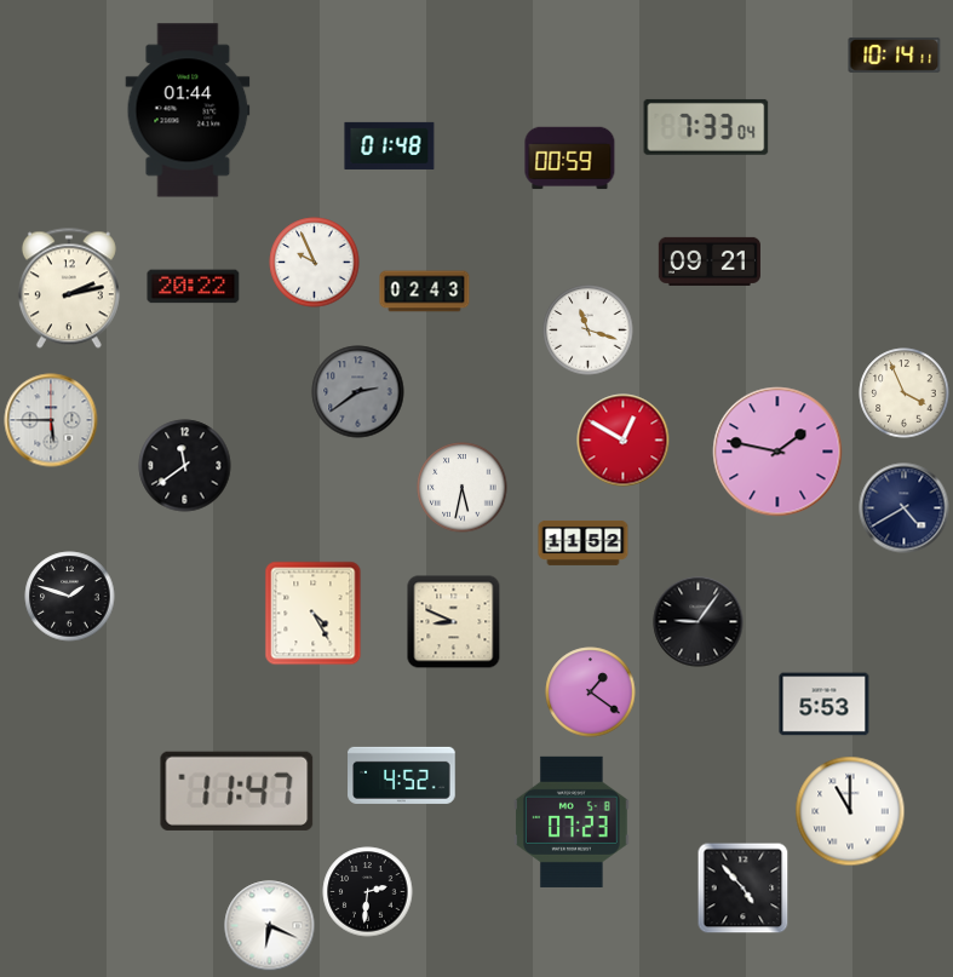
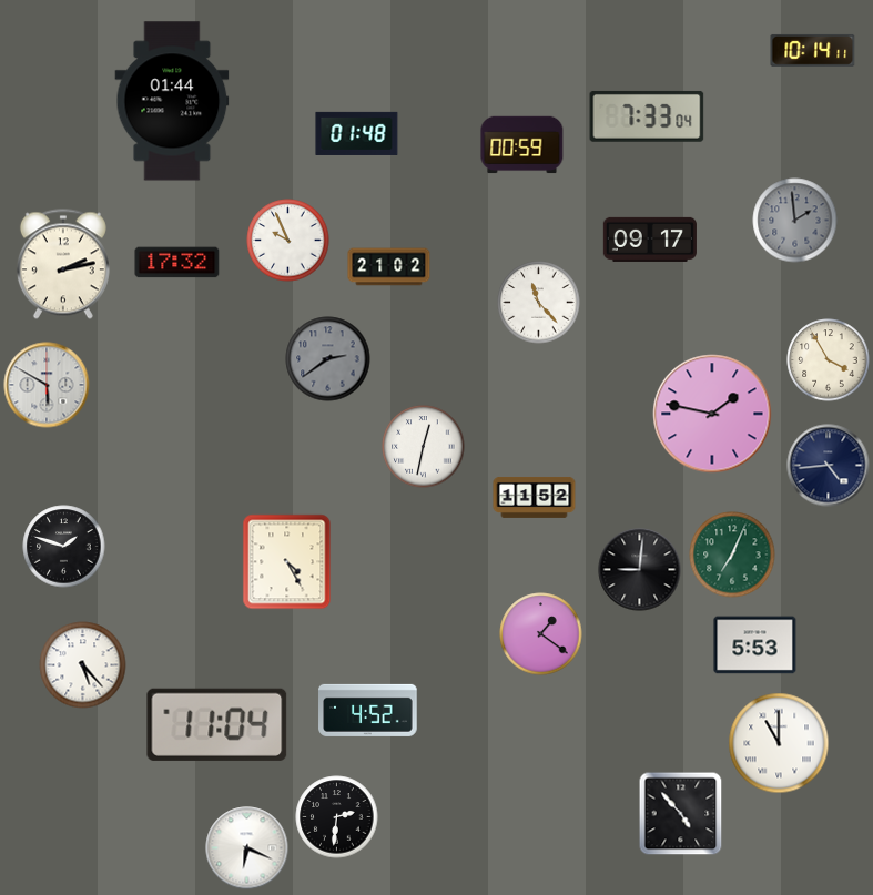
clock at (895, 54) position: (895, 54) -> (813, 50)
clock at (795, 221): none -> 1:59
clock at (710, 262): 09:21 -> 09:17
clock at (194, 287): 20:22 -> 17:32
clock at (425, 292): 02:43 -> 21:02
clock at (589, 331): 11:18 -> 11:23
clock at (905, 393): 3:56 -> 3:55
clock at (51, 420): 5:45 -> 5:50
clock at (624, 441): 12:50 -> none
clock at (185, 466): 11:39 -> none
clock at (463, 488): 5:32 -> 12:32
clock at (905, 508): 4:40 -> 4:44
clock at (732, 555): none -> 7:04
clock at (454, 622): 8:49 -> none
clock at (699, 622): 9:06 -> 9:01
clock at (83, 665): none -> 5:23
clock at (237, 791): 11:47 -> 11:04
clock at (573, 822): 07:23 -> none
